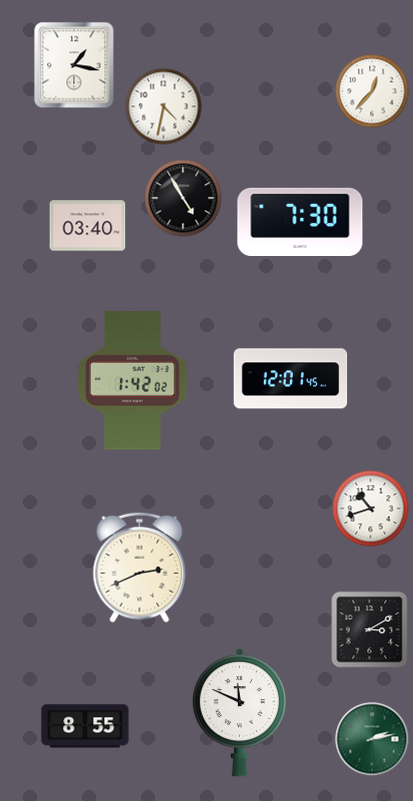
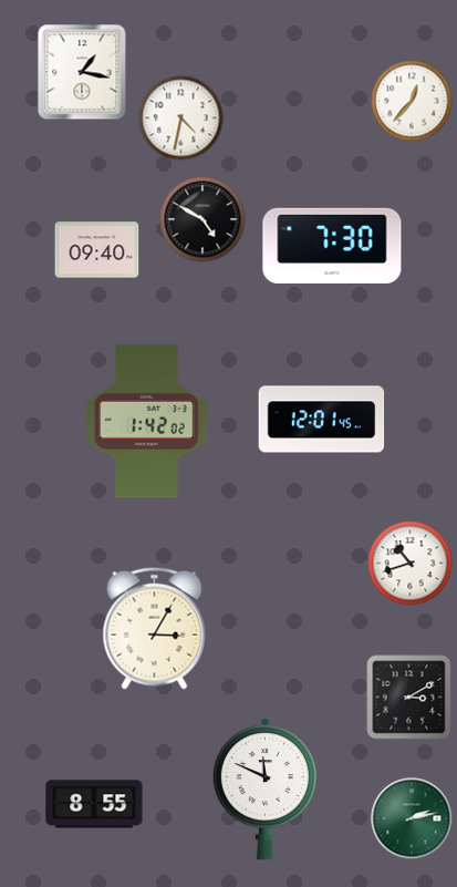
clock at (183, 198): 4:55 -> 4:50
clock at (88, 226): 03:40 -> 09:40
clock at (140, 567): 2:41 -> 3:05
